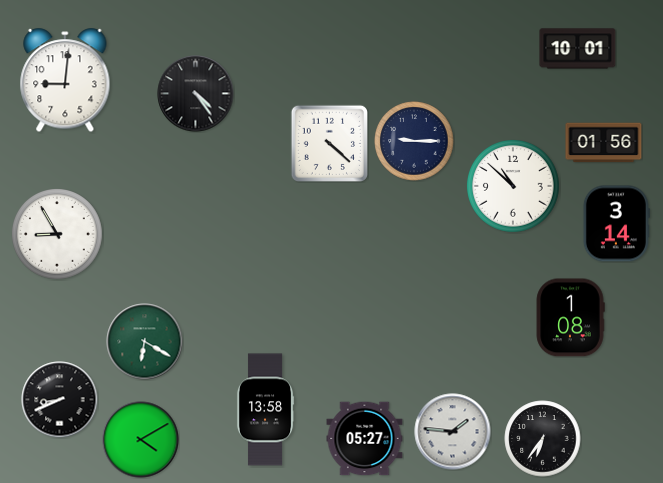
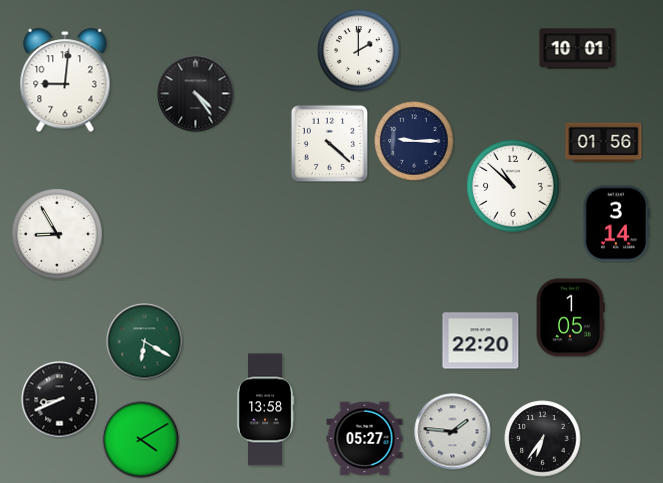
clock at (359, 51): none -> 2:00
clock at (570, 318): 1:08 -> 1:05
clock at (481, 341): none -> 22:20
